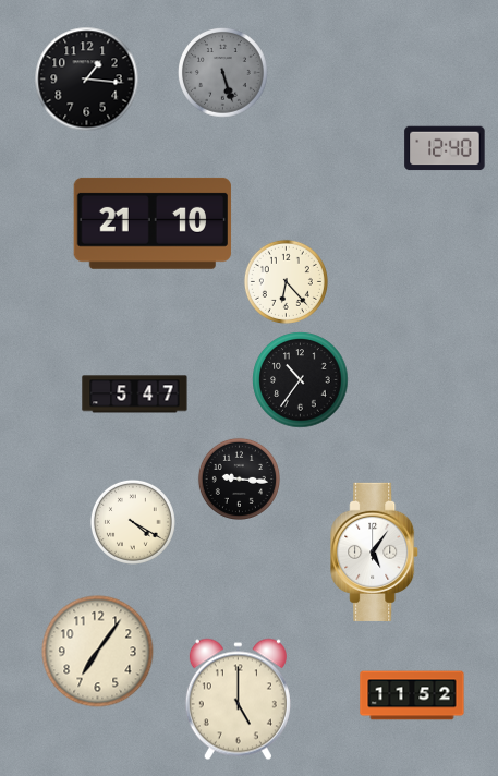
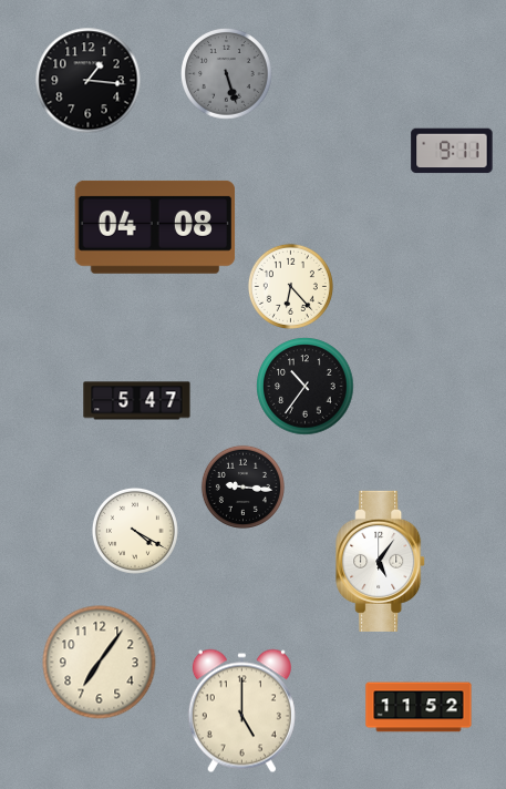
clock at (445, 148): 12:40 -> 9:11
clock at (153, 223): 21:10 -> 04:08
